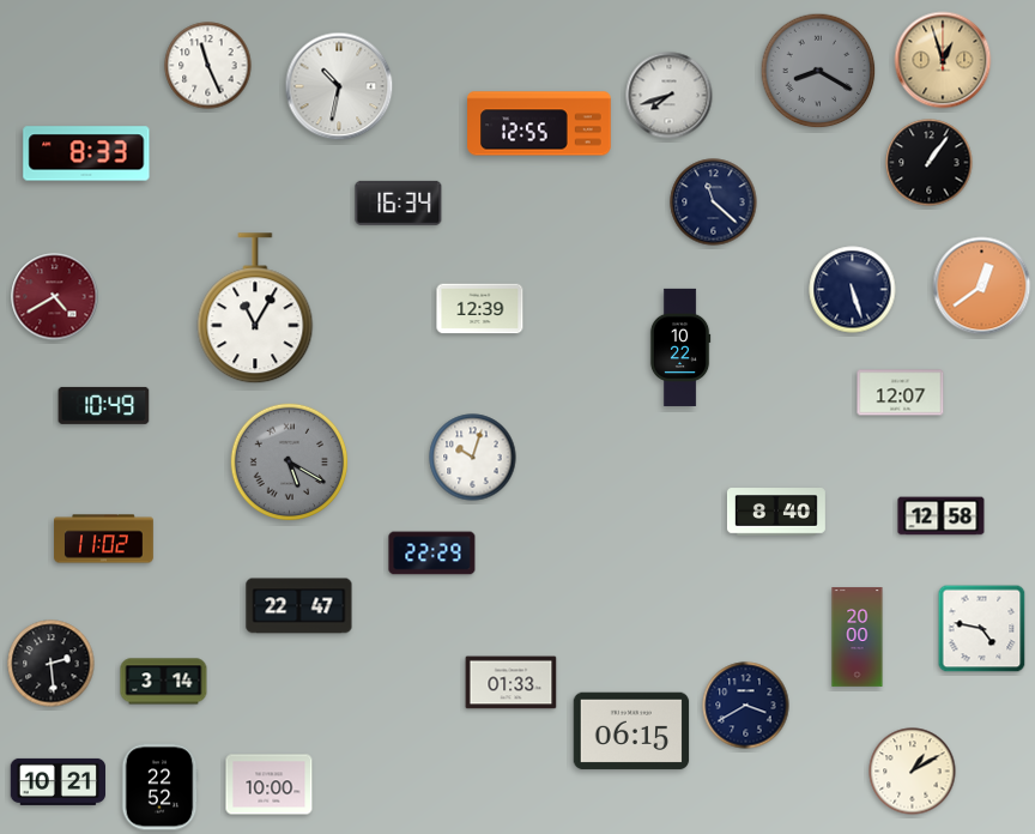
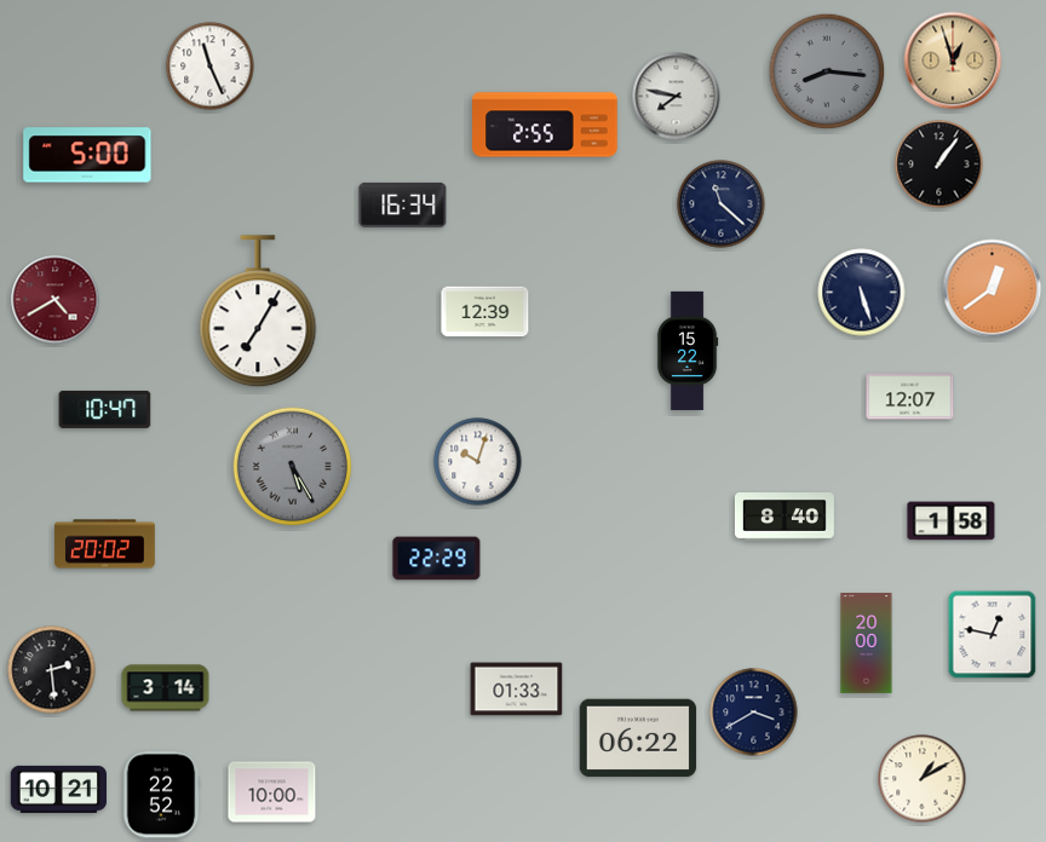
clock at (818, 71): 8:20 -> 8:16
clock at (339, 86): 10:32 -> none
clock at (670, 96): 7:42 -> 7:47
clock at (539, 123): 12:55 -> 2:55
clock at (86, 153): 8:33 -> 5:00
clock at (255, 309): 11:05 -> 7:05
clock at (680, 347): 10:22 -> 15:22
clock at (104, 405): 10:49 -> 10:47
clock at (290, 463): 5:20 -> 5:25
clock at (942, 516): 12:58 -> 1:58
clock at (104, 539): 11:02 -> 20:02
clock at (299, 606): 22:47 -> none
clock at (982, 629): 4:47 -> 12:47
clock at (631, 731): 06:15 -> 06:22
